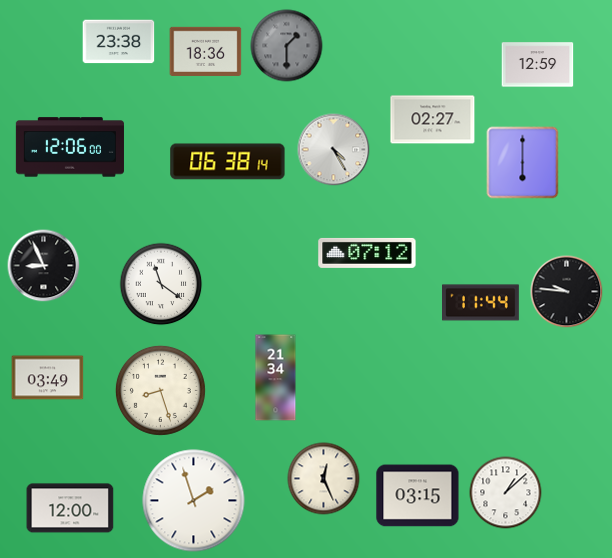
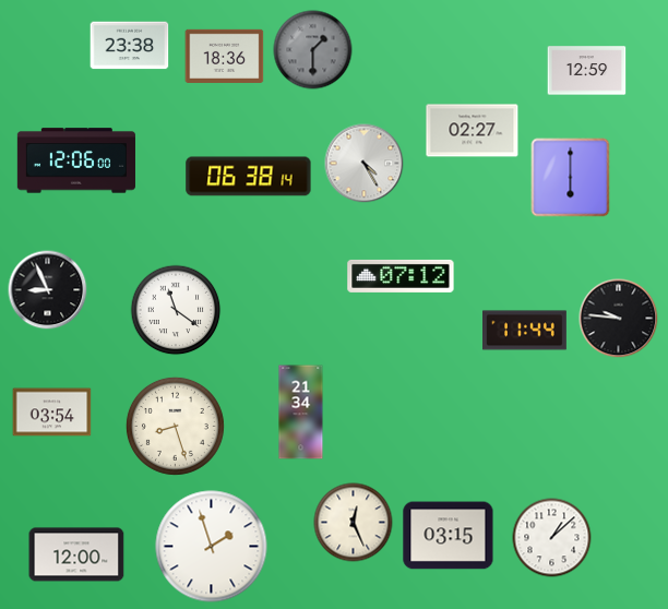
clock at (48, 378): 03:49 -> 03:54
clock at (418, 496) position: (418, 496) -> (449, 536)
